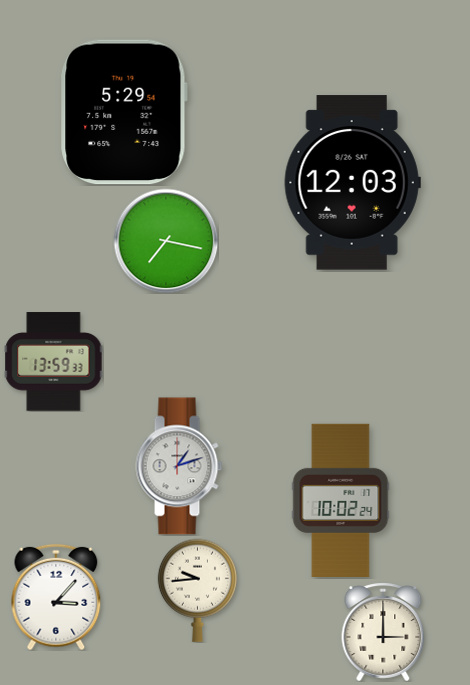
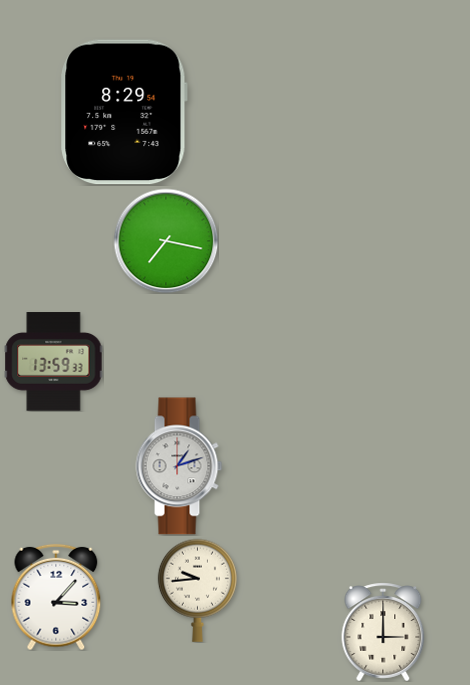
clock at (124, 112): 5:29 -> 8:29
clock at (352, 183): 12:03 -> none
clock at (341, 500): 10:02 -> none
